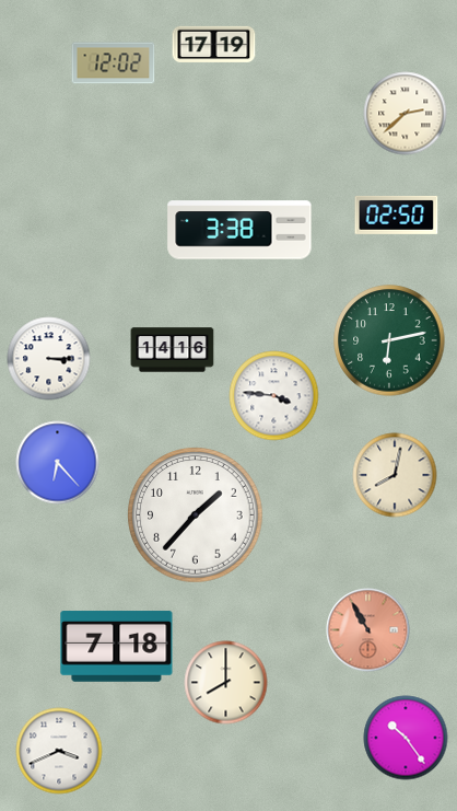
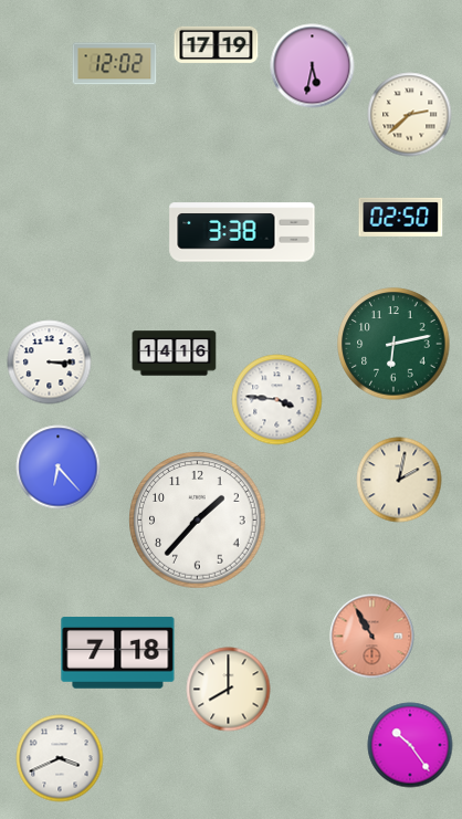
clock at (313, 66): none -> 5:32
clock at (395, 475): 8:02 -> 2:02
